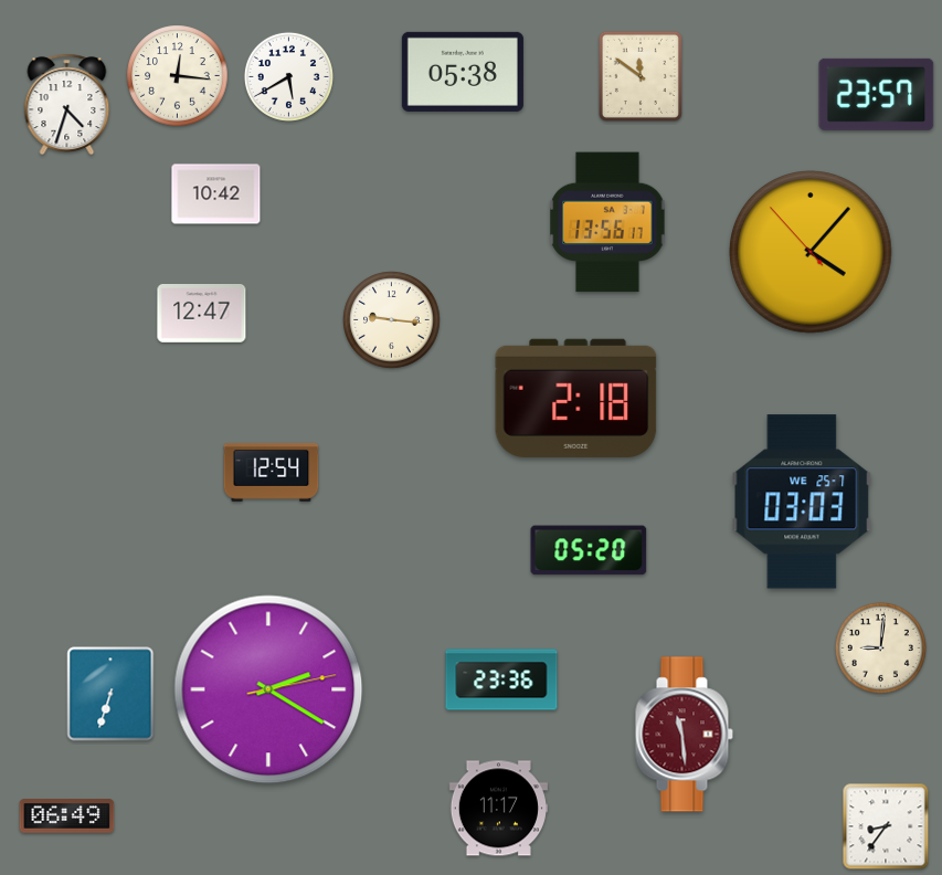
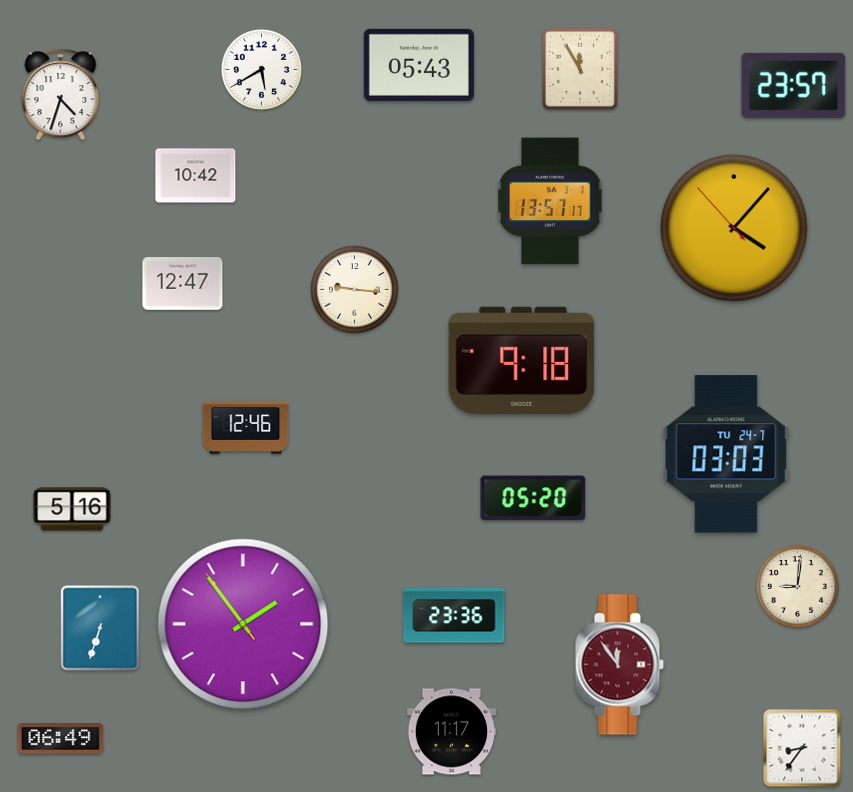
clock at (463, 72): 05:38 -> 05:43
clock at (178, 76): 12:16 -> none
clock at (641, 76): 11:51 -> 11:55
clock at (607, 222): 13:56 -> 13:57
clock at (576, 398): 2:18 -> 9:18
clock at (272, 473): 12:54 -> 12:46
clock at (802, 502) date: WE 25-7 -> TU 24-7
clock at (72, 509): none -> 5:16
clock at (268, 689): 2:20 -> 1:53
clock at (684, 735): 11:29 -> 11:54
